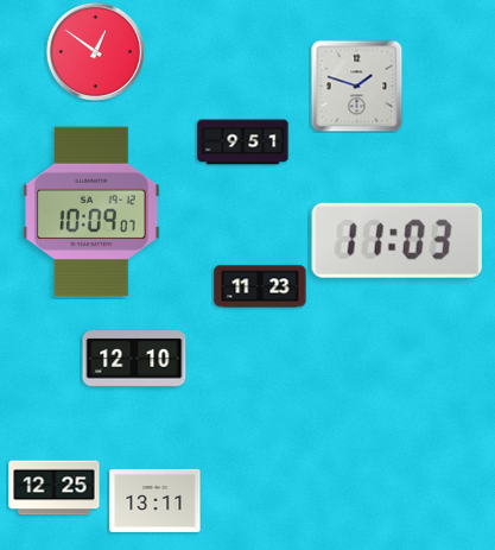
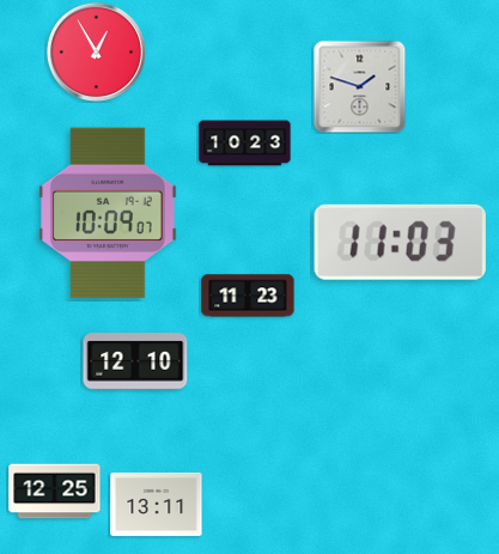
clock at (95, 51): 12:51 -> 12:55
clock at (243, 143): 9:51 -> 10:23
clock at (91, 211) position: (91, 211) -> (108, 213)
clock at (260, 286) position: (260, 286) -> (248, 296)
